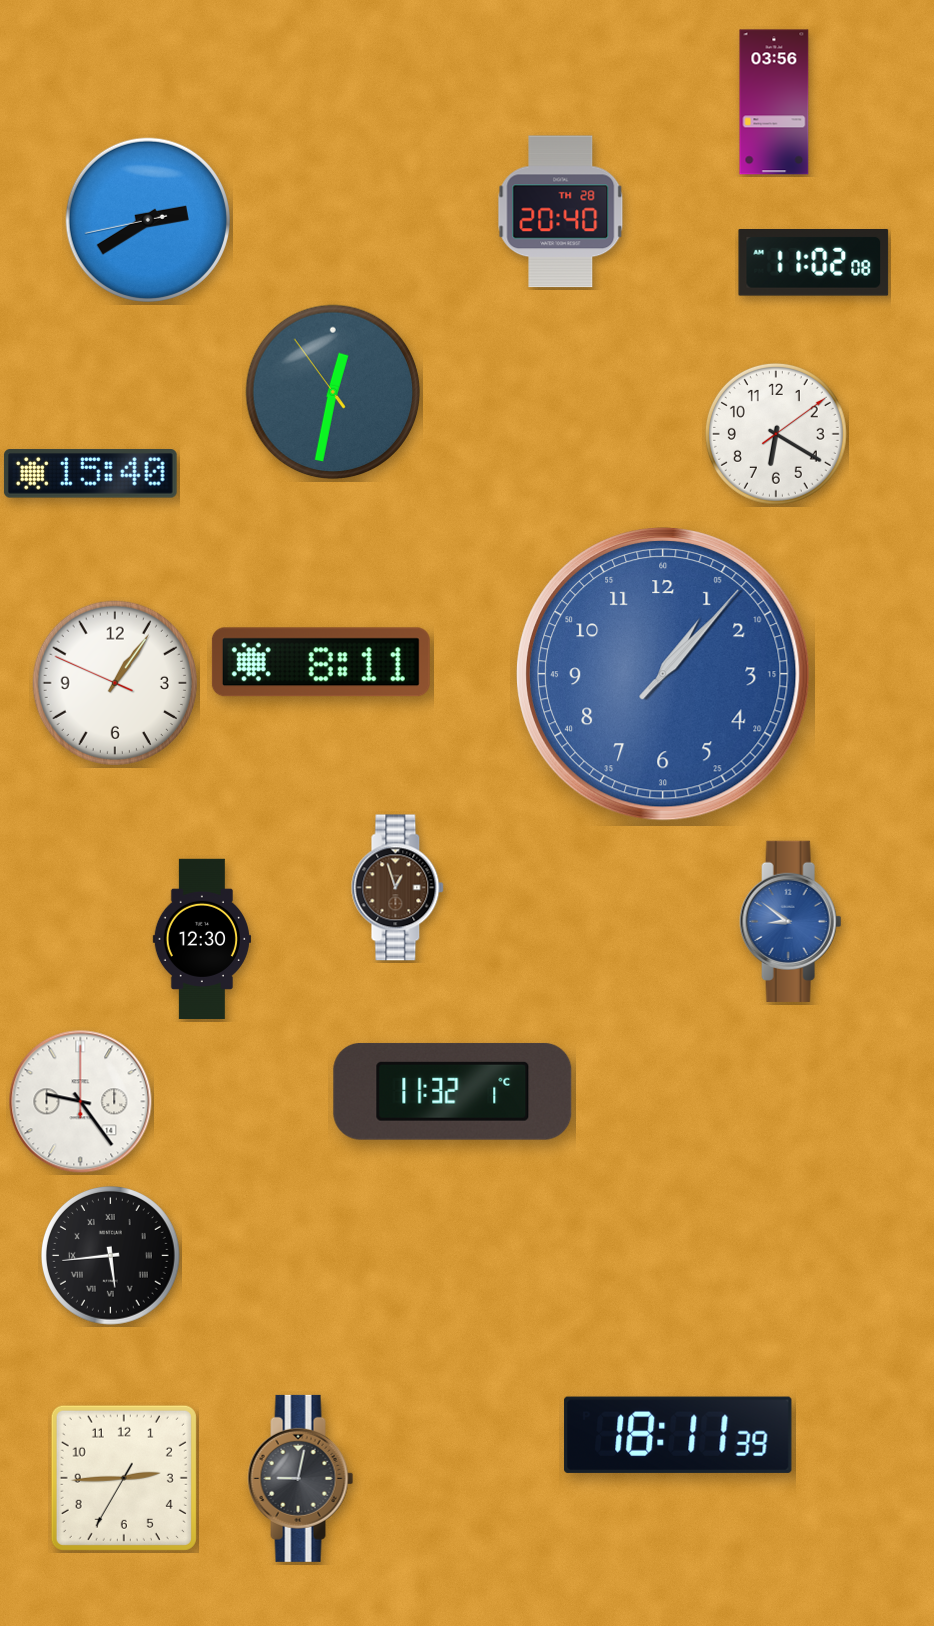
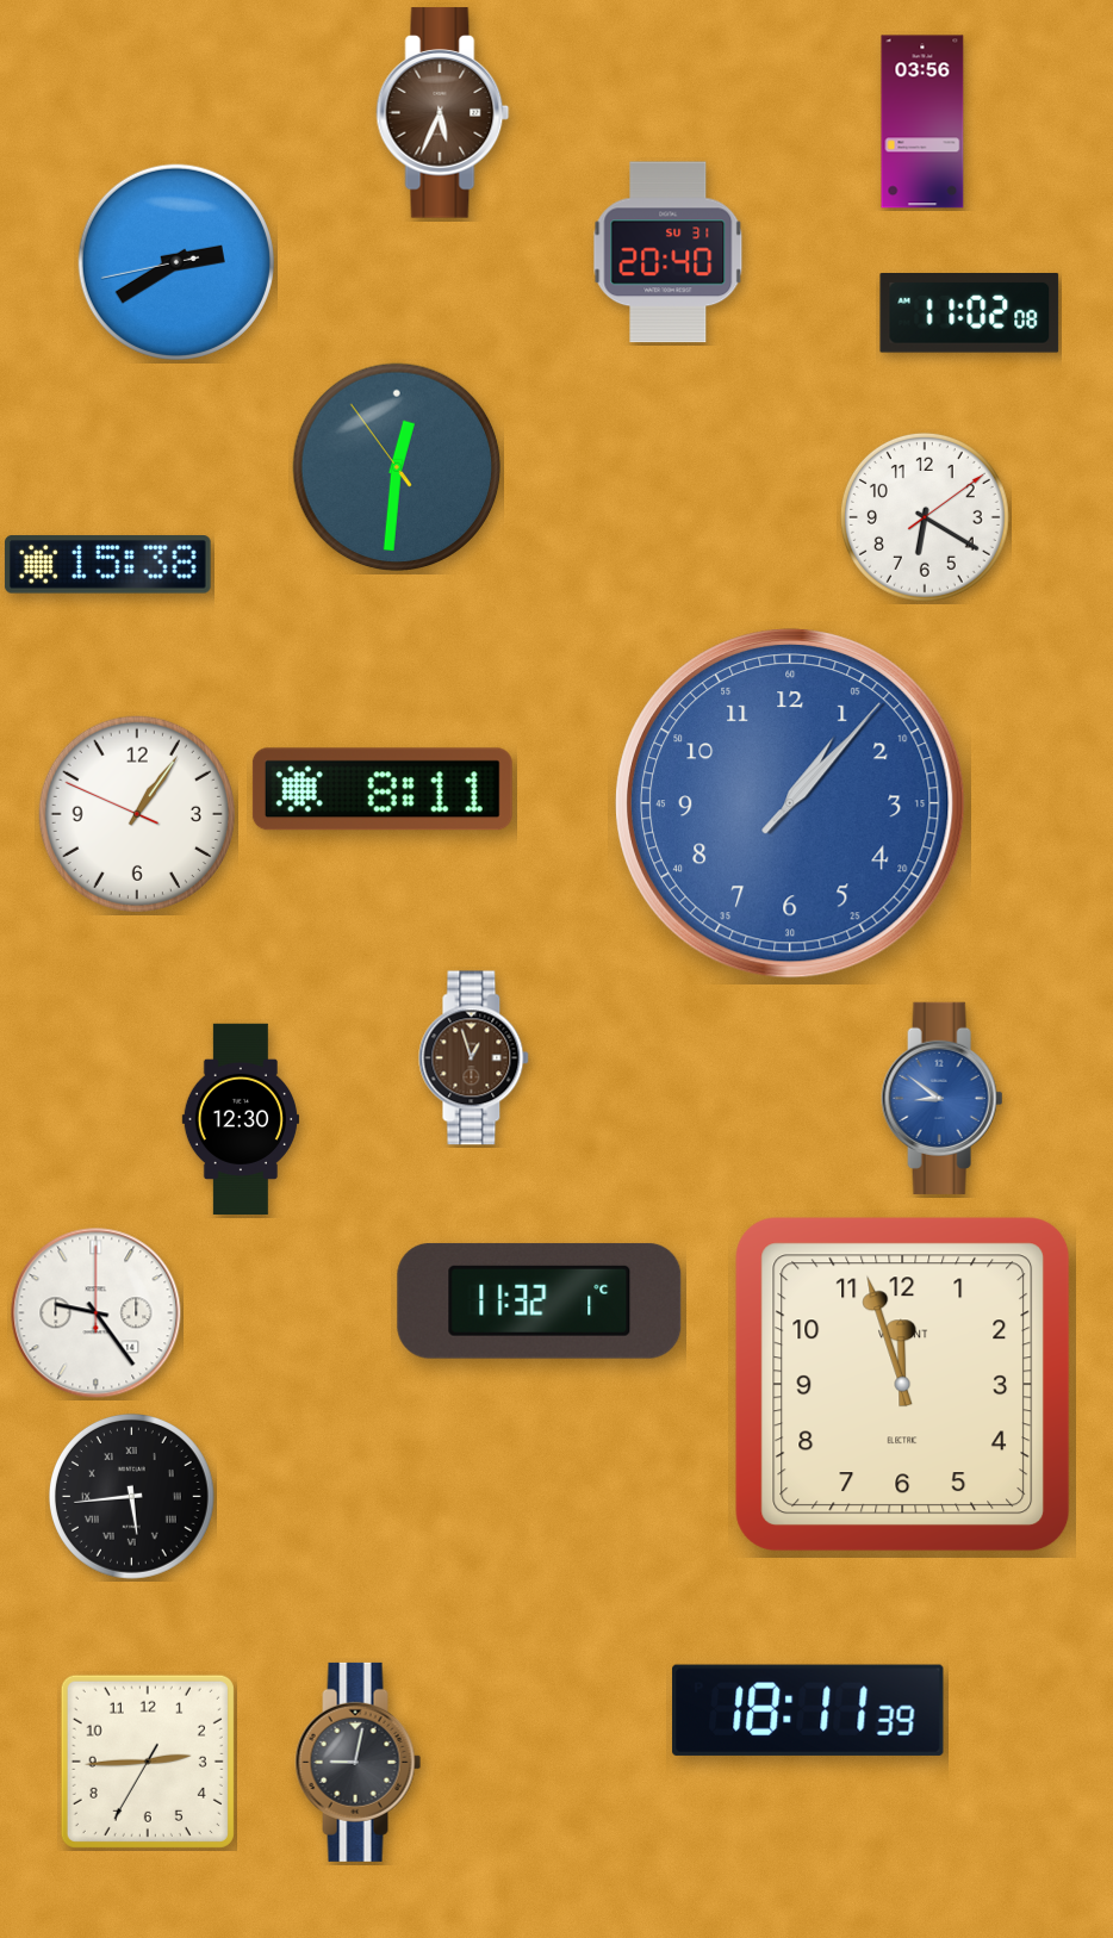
clock at (443, 113): none -> 5:34
clock at (561, 212) date: TH 28 -> SU 31
clock at (333, 392): 12:31 -> 12:30
clock at (90, 474): 15:40 -> 15:38
clock at (903, 1385): none -> 11:57
